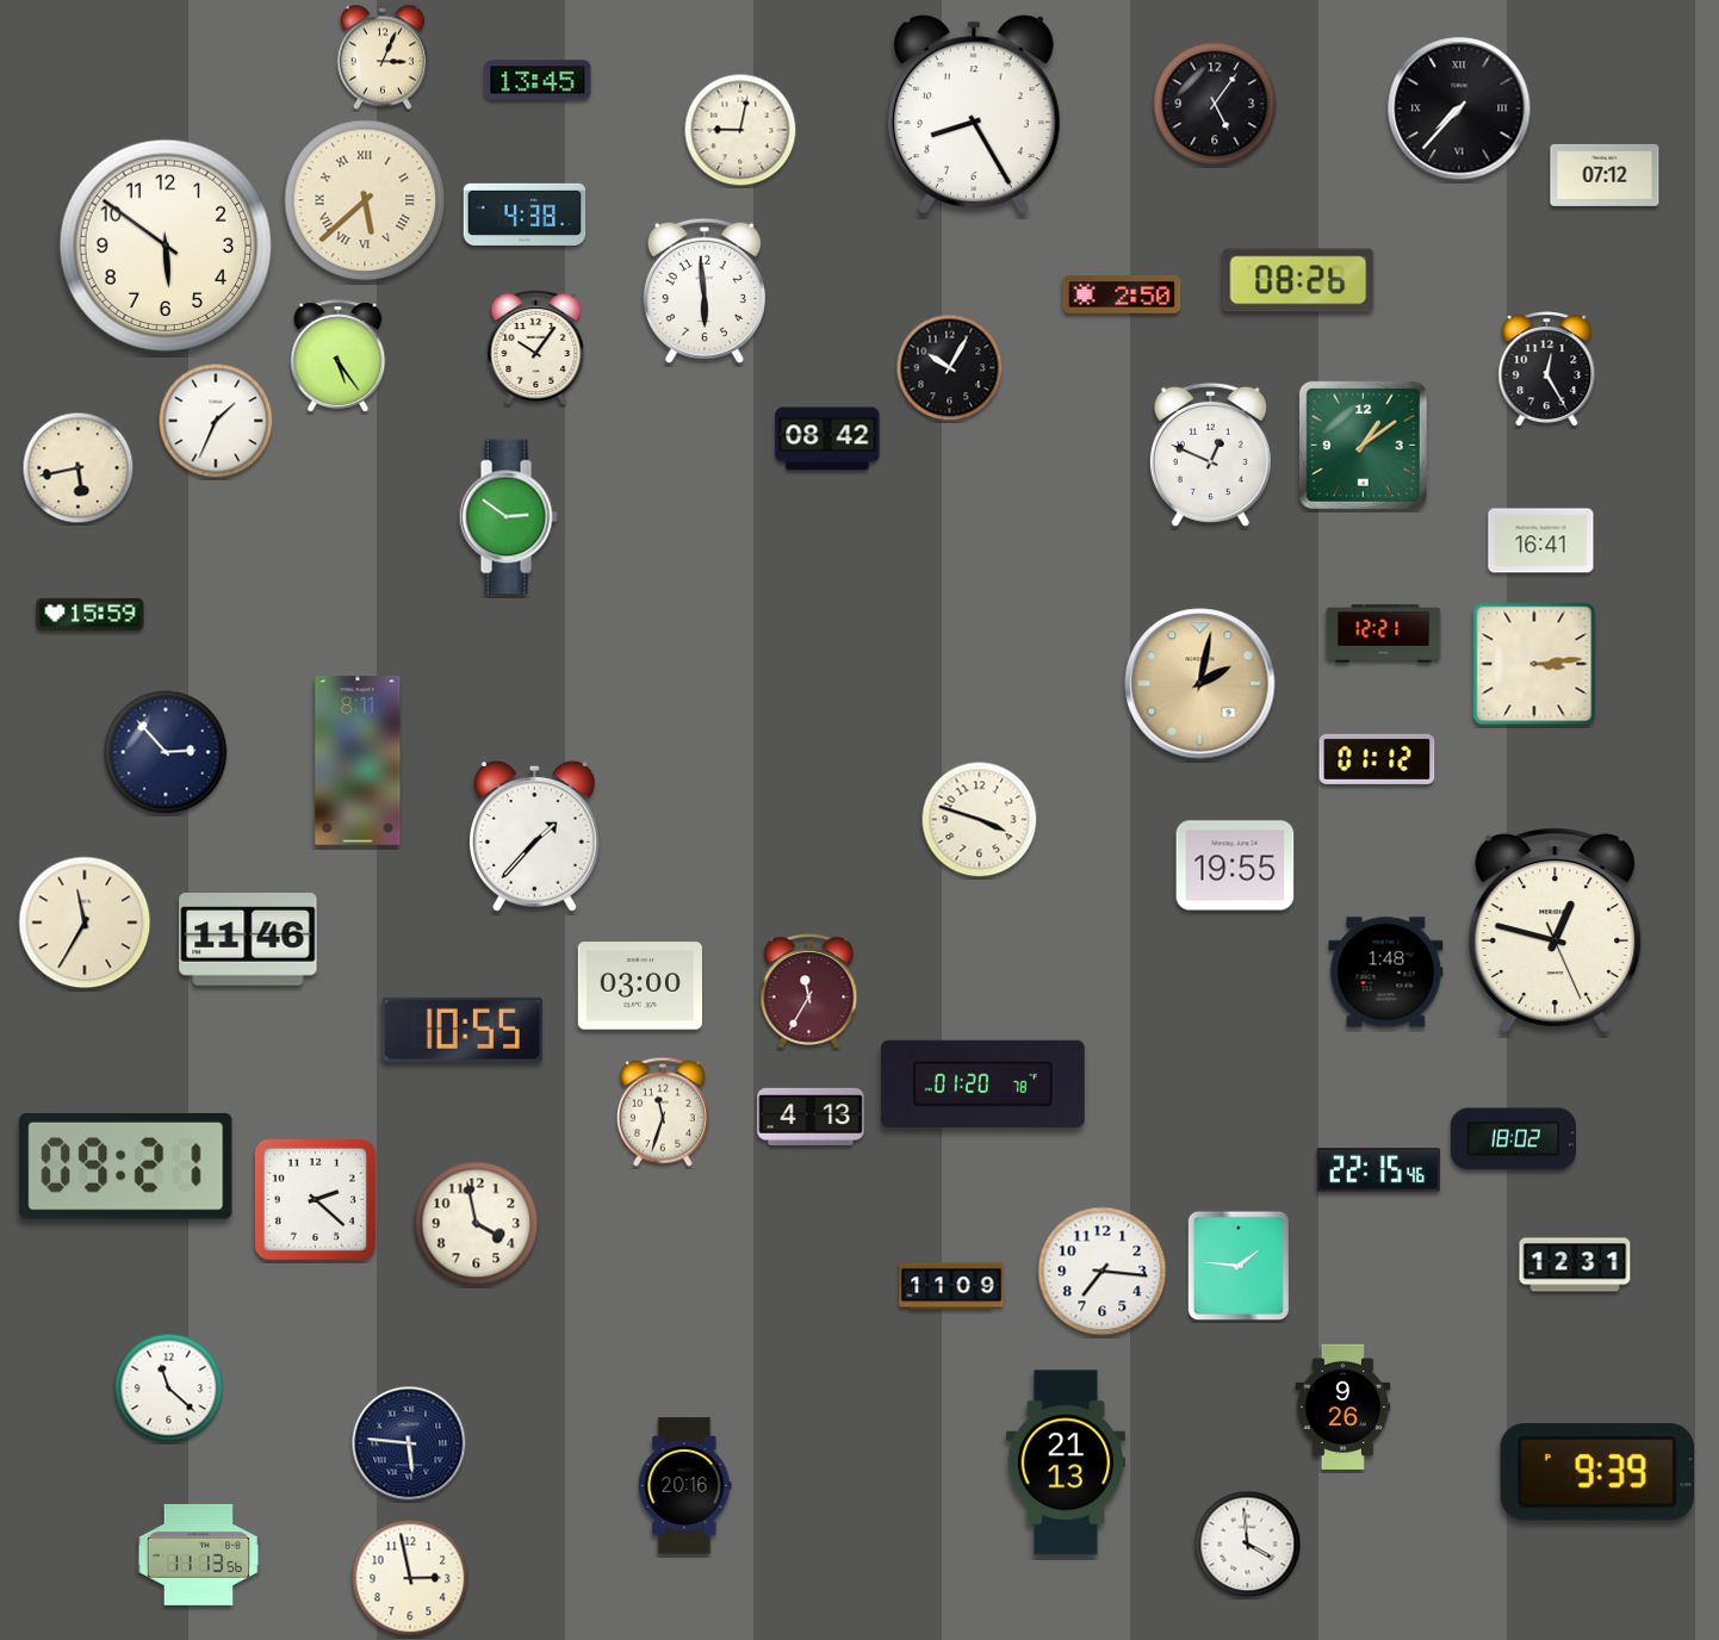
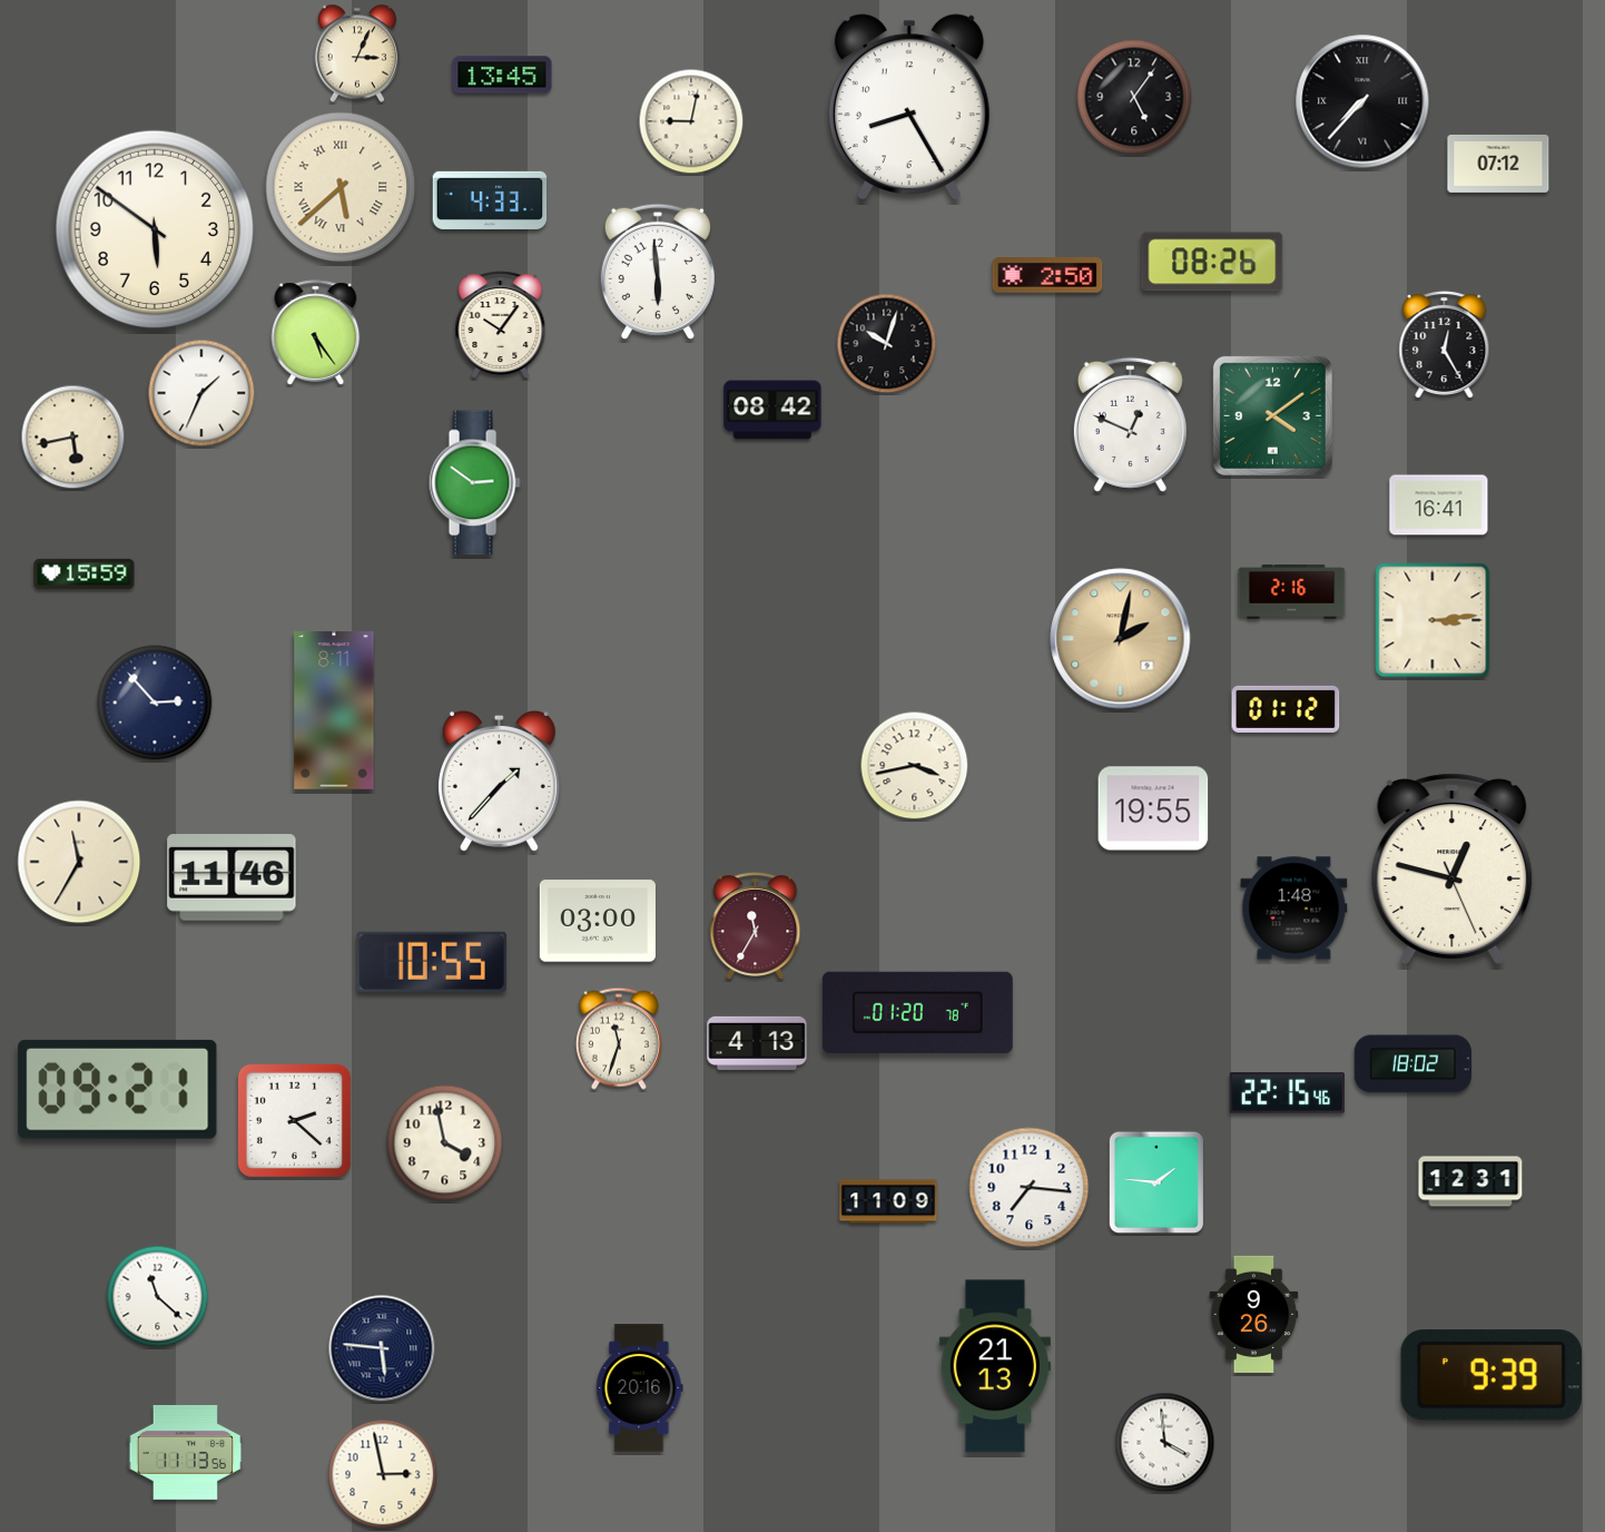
clock at (525, 215): 4:38 -> 4:33
clock at (950, 368): 10:05 -> 10:03
clock at (1363, 445): 1:09 -> 4:09
clock at (1384, 634): 12:21 -> 2:16
clock at (980, 820): 3:48 -> 3:43
